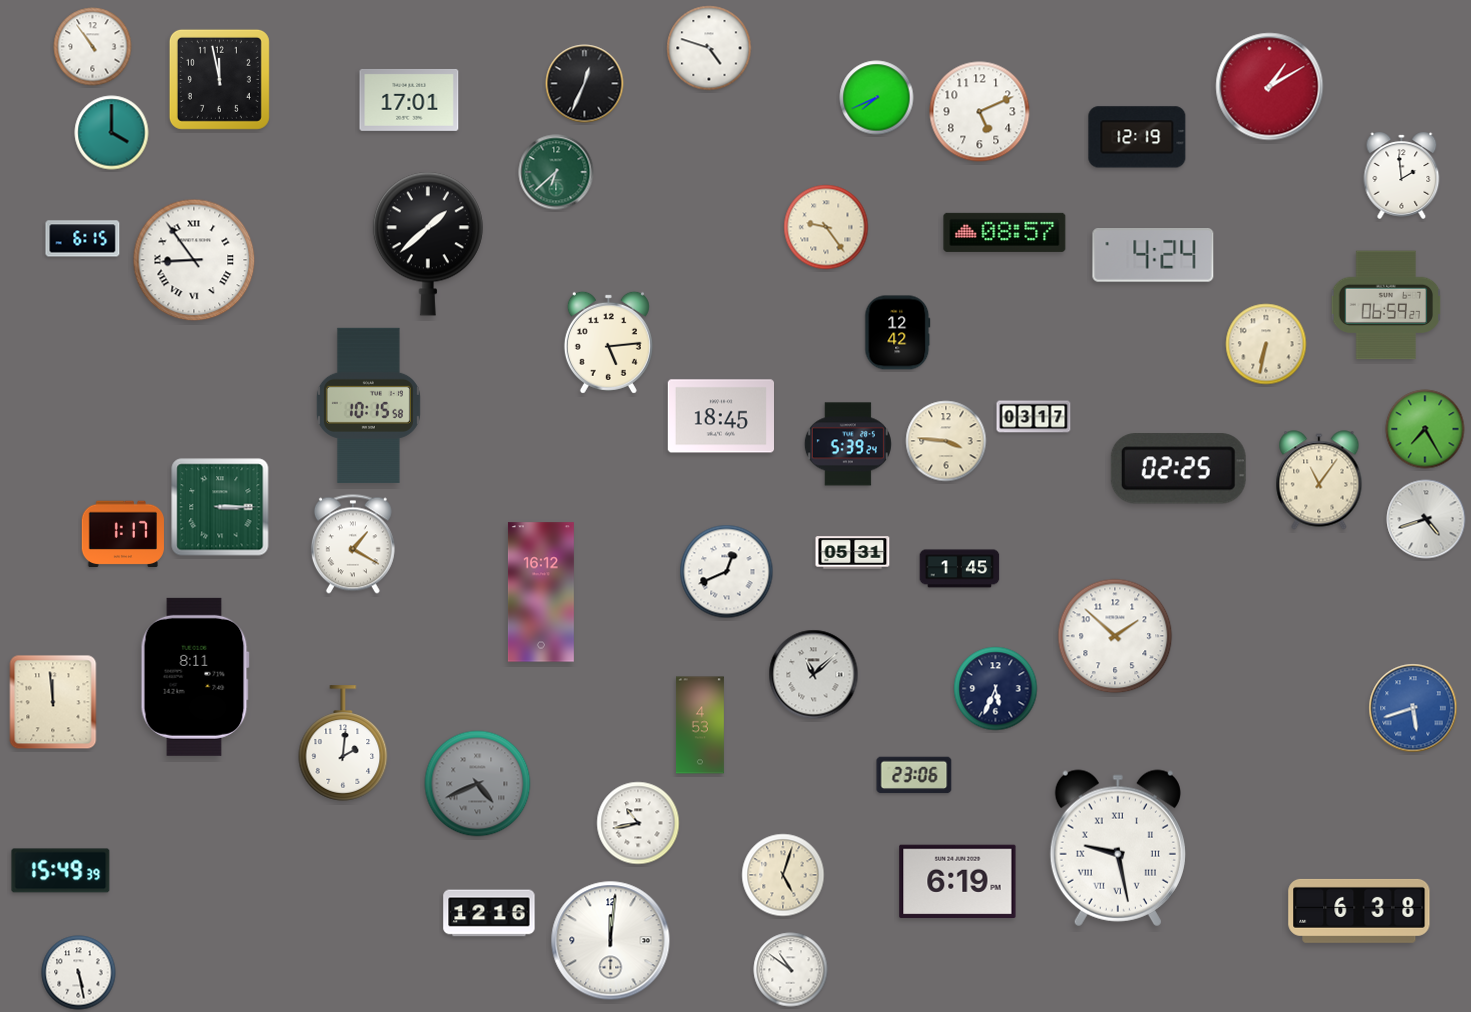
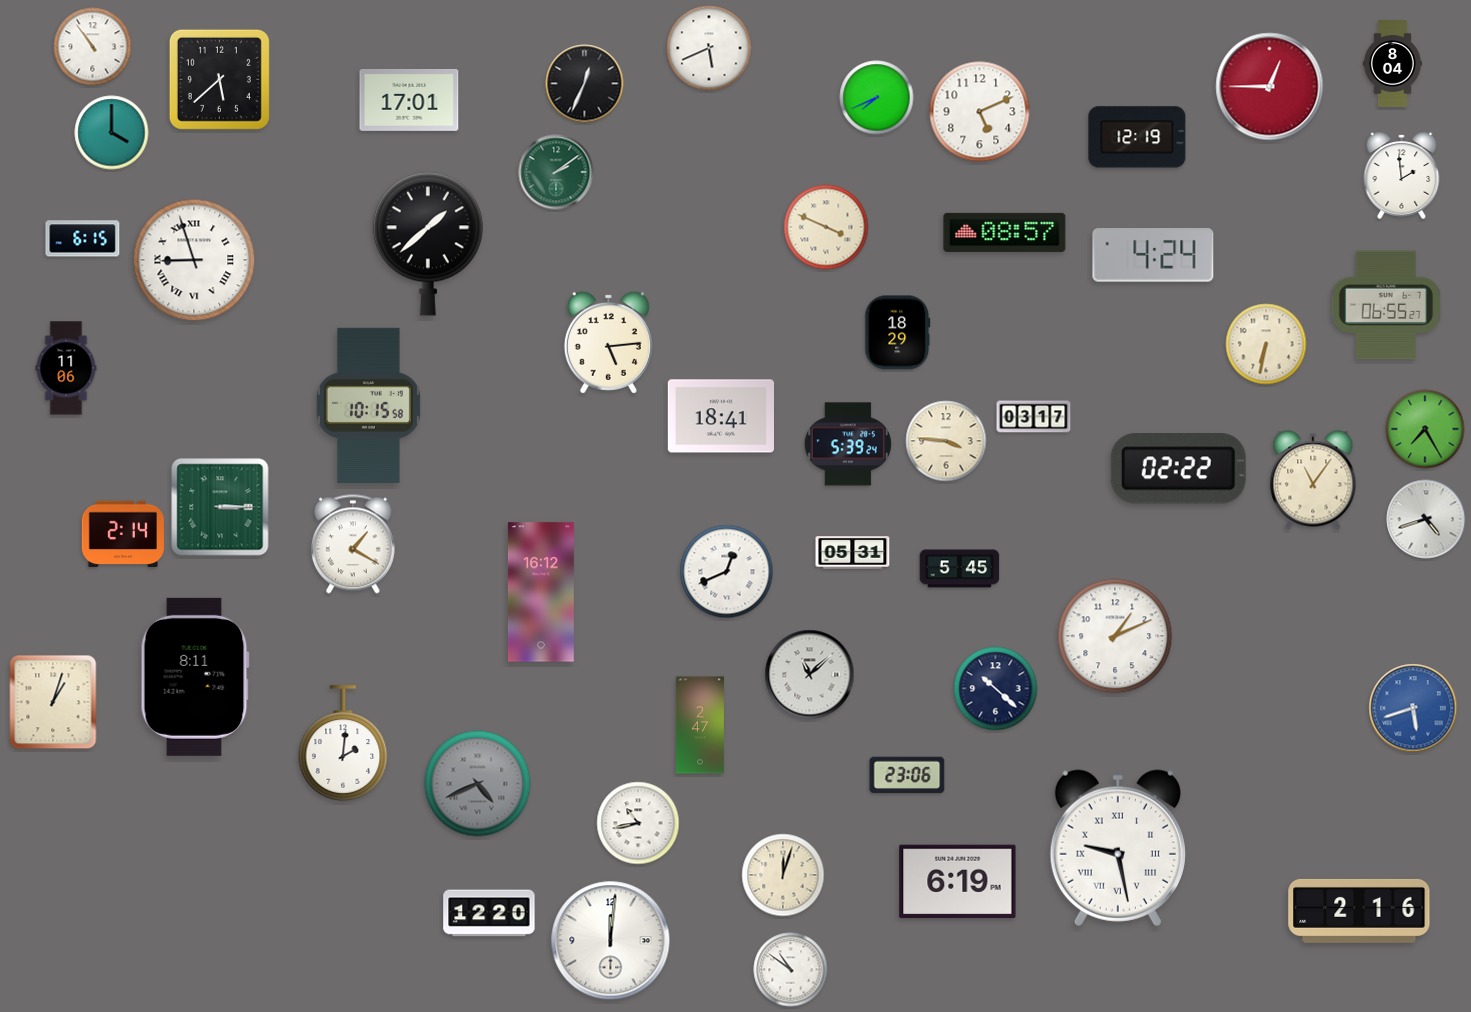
clock at (709, 48): 4:48 -> 5:41
clock at (1392, 64): none -> 8:04
clock at (219, 79): 11:58 -> 5:38
clock at (1270, 87): 1:10 -> 12:45
clock at (556, 172): 6:38 -> 2:09
clock at (826, 227): 9:24 -> 3:49
clock at (194, 260): 8:54 -> 8:57
clock at (1386, 305): 06:59 -> 06:55
clock at (898, 333): 12:42 -> 18:29
clock at (66, 368): none -> 11:06
clock at (720, 416): 18:45 -> 18:41
clock at (1178, 469): 02:25 -> 02:22
clock at (1319, 480) position: (1319, 480) -> (1313, 480)
clock at (123, 533): 1:17 -> 2:14
clock at (960, 569): 1:45 -> 5:45
clock at (1115, 636): 1:52 -> 1:11
clock at (814, 675) position: (814, 675) -> (810, 675)
clock at (996, 689): 5:34 -> 10:22
clock at (53, 702): 11:59 -> 1:03
clock at (700, 725): 4:53 -> 2:47
clock at (914, 775) position: (914, 775) -> (907, 775)
clock at (61, 871): 15:49 -> none
clock at (783, 875): 5:03 -> 12:03
clock at (1359, 911): 6:38 -> 2:16
clock at (489, 913): 12:16 -> 12:20
clock at (79, 973): 5:28 -> none
